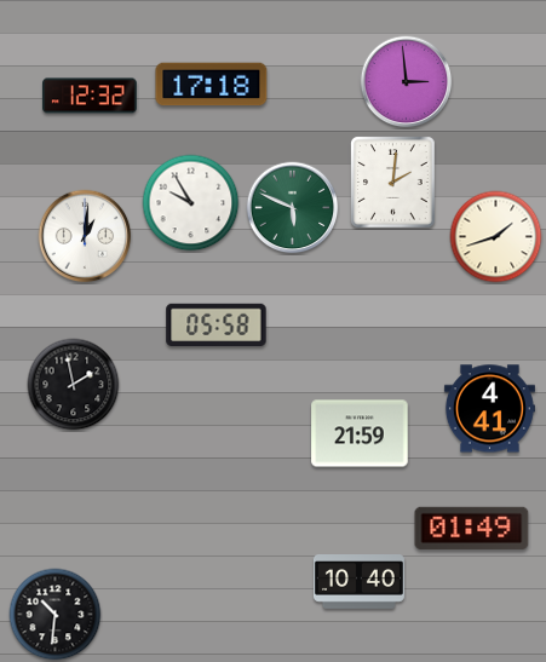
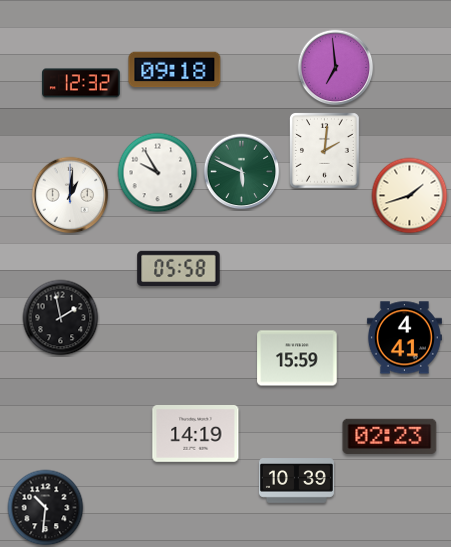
clock at (407, 82): 2:59 -> 6:59
clock at (212, 85): 17:18 -> 09:18
clock at (91, 96) position: (91, 96) -> (82, 83)
clock at (191, 203) position: (191, 203) -> (158, 173)
clock at (360, 433): 21:59 -> 15:59
clock at (196, 434): none -> 14:19
clock at (472, 528): 01:49 -> 02:23
clock at (358, 582): 10:40 -> 10:39
